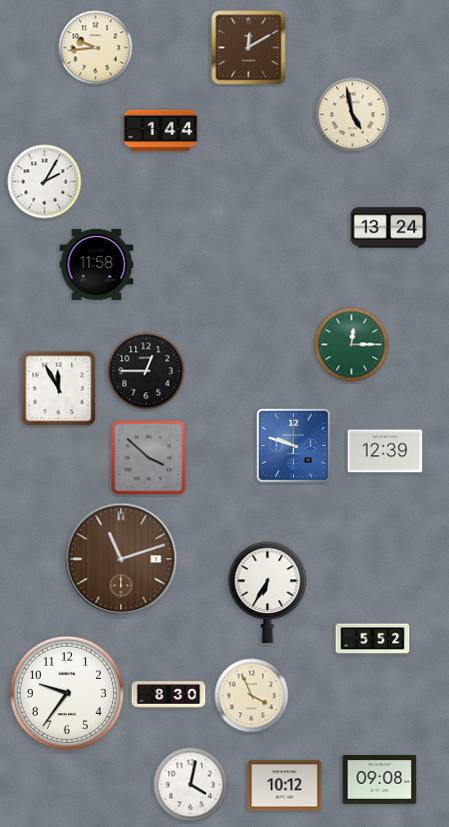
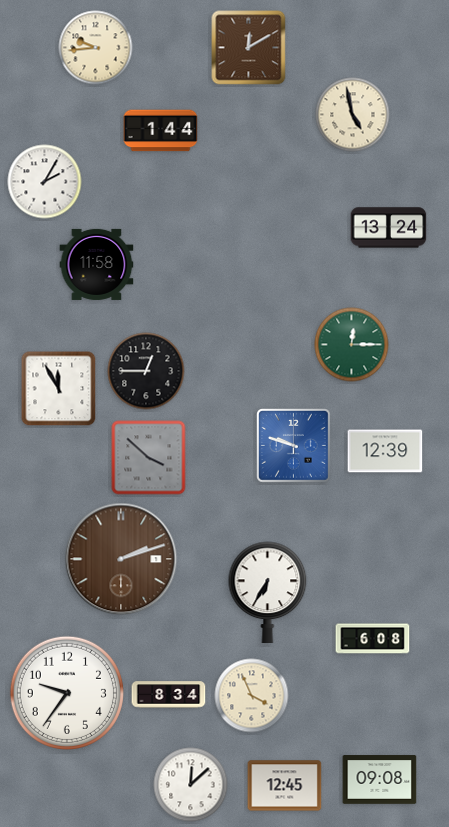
clock at (121, 559): 11:12 -> 2:12
clock at (373, 639): 5:52 -> 6:08
clock at (169, 695): 8:30 -> 8:34
clock at (191, 785): 4:02 -> 12:08
clock at (285, 786): 10:12 -> 12:45
